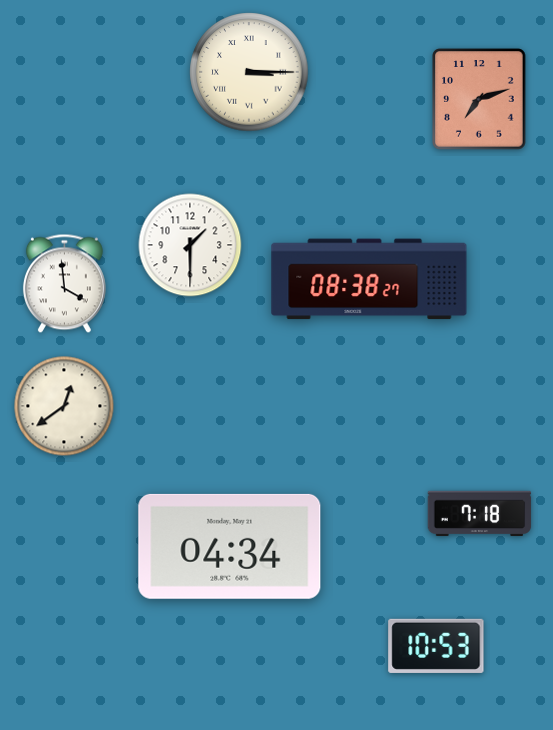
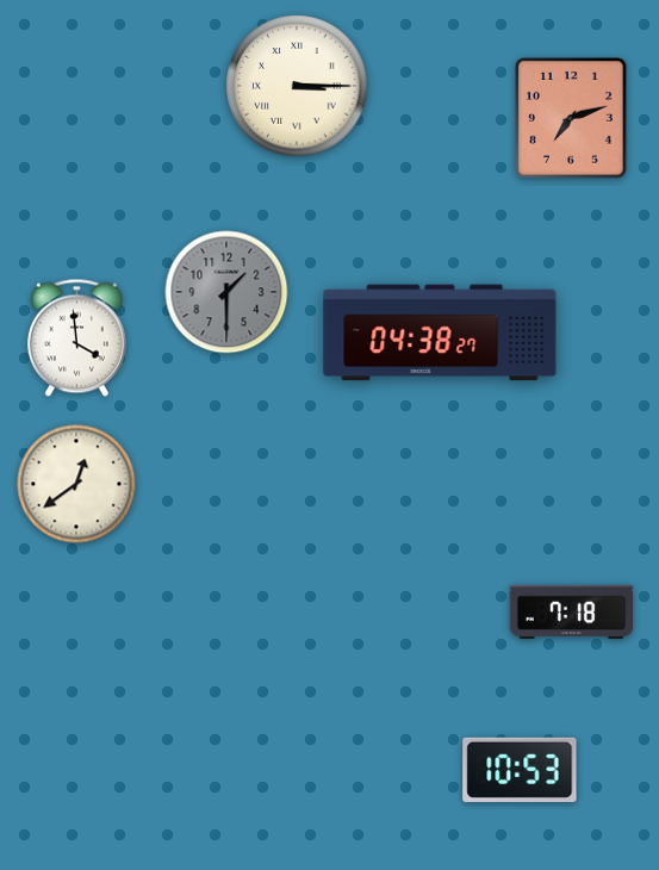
clock at (190, 245) dial: white -> grey
clock at (369, 279): 08:38 -> 04:38
clock at (230, 546): 04:34 -> none
